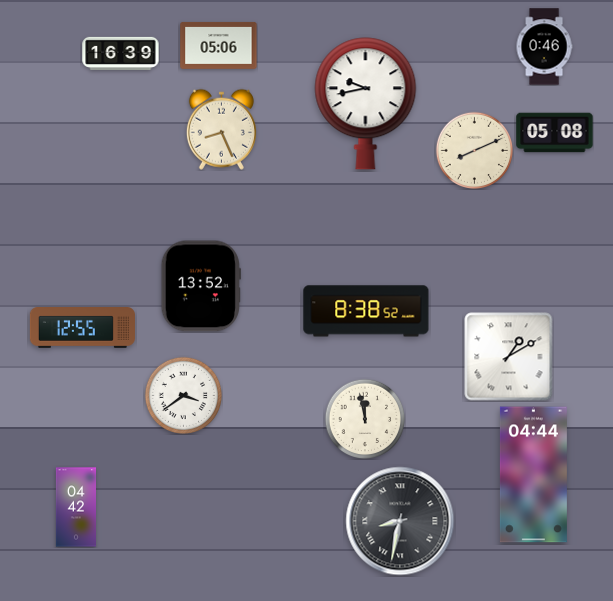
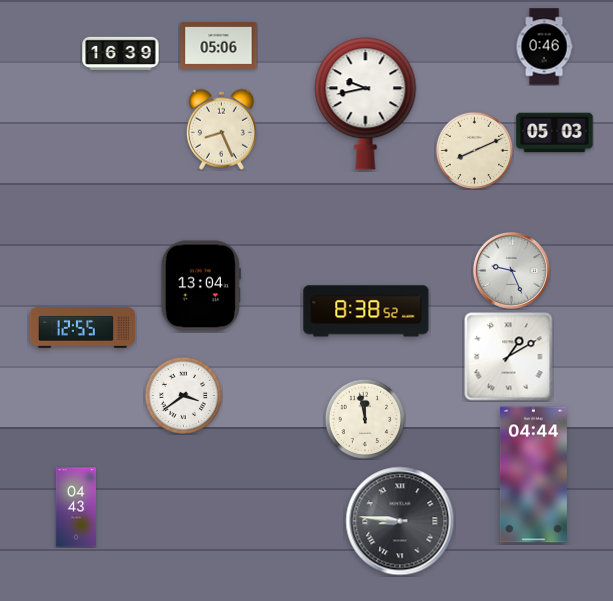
clock at (555, 133): 05:08 -> 05:03
clock at (511, 270): none -> 9:26
clock at (201, 286): 13:52 -> 13:04
clock at (75, 507): 04:42 -> 04:43
clock at (400, 521): 8:32 -> 8:46
